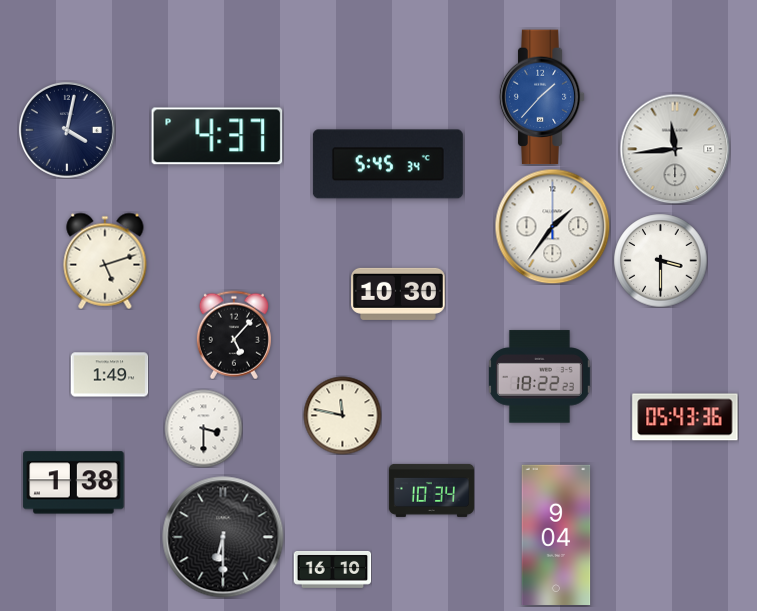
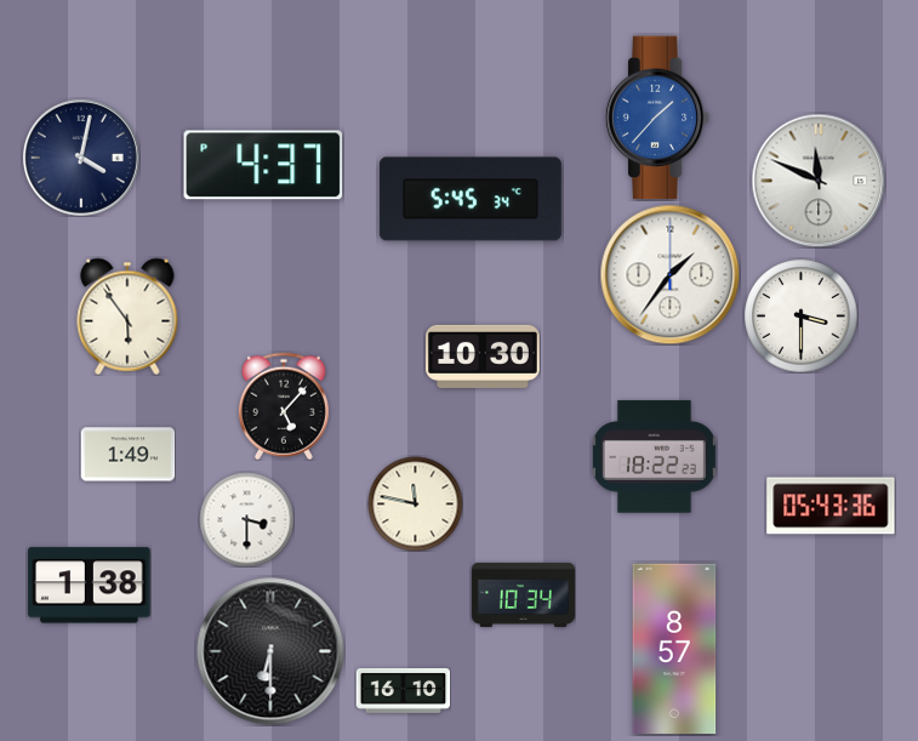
clock at (675, 149): 11:44 -> 11:49
clock at (105, 261): 5:12 -> 5:54
clock at (109, 375) position: (109, 375) -> (127, 455)
clock at (556, 534): 9:04 -> 8:57
